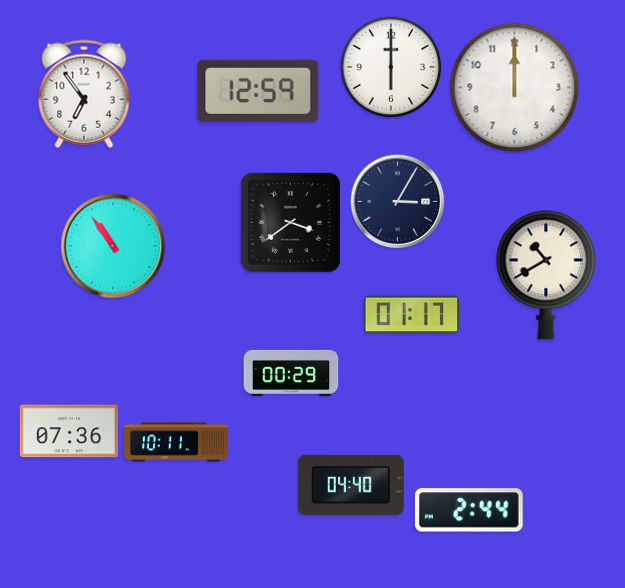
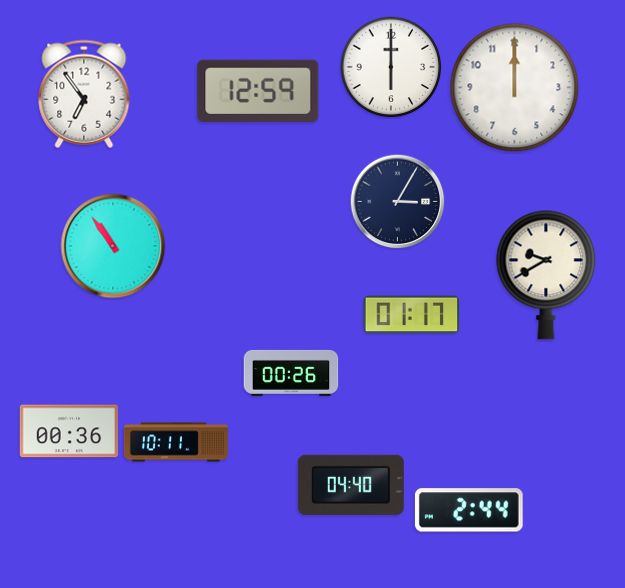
clock at (290, 222): 3:39 -> none
clock at (546, 275): 10:40 -> 9:40
clock at (291, 373): 00:29 -> 00:26
clock at (68, 431): 07:36 -> 00:36
